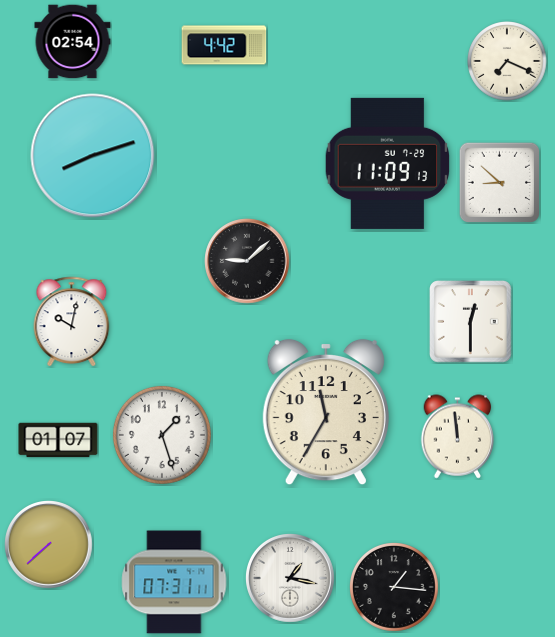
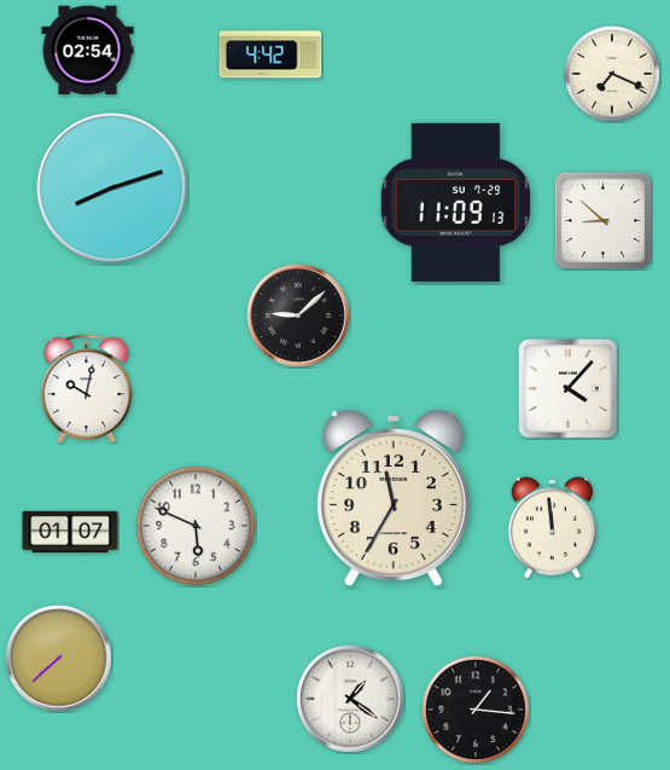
clock at (388, 163) position: (388, 163) -> (456, 202)
clock at (471, 322): 12:30 -> 4:07
clock at (162, 435): 1:27 -> 5:49
clock at (291, 579): 1:17 -> 1:21
clock at (174, 582): 07:31 -> none
